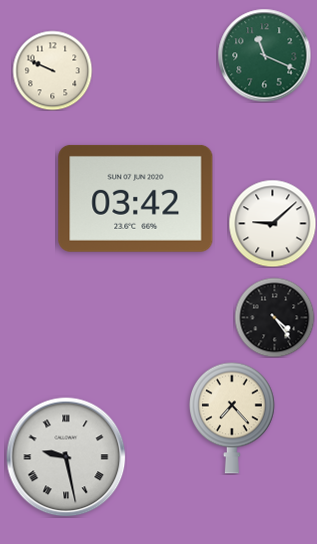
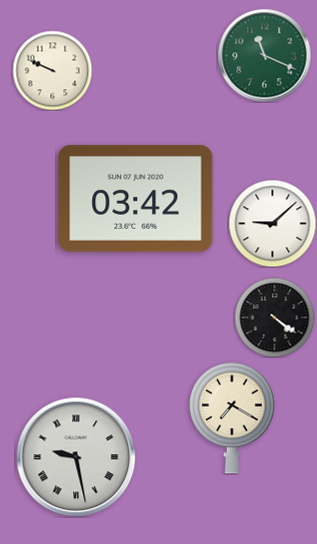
clock at (274, 317): 4:24 -> 4:21
clock at (233, 418): 7:23 -> 7:20
clock at (66, 457) position: (66, 457) -> (76, 457)
